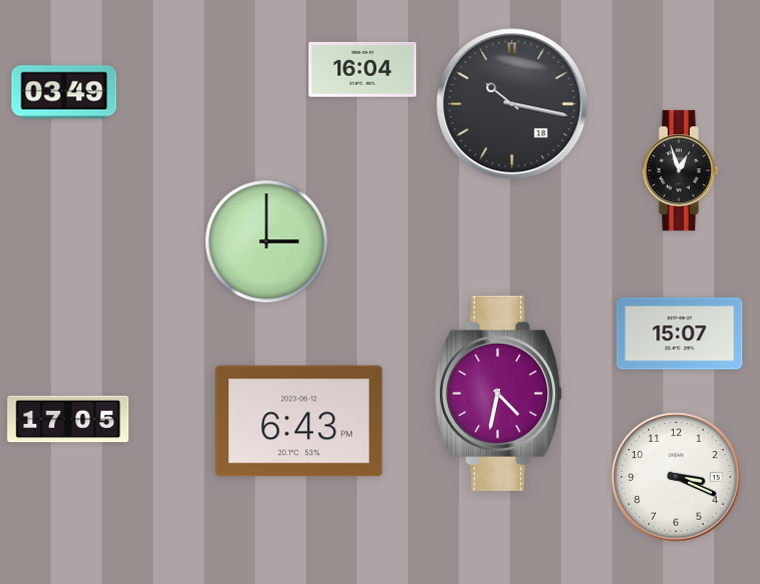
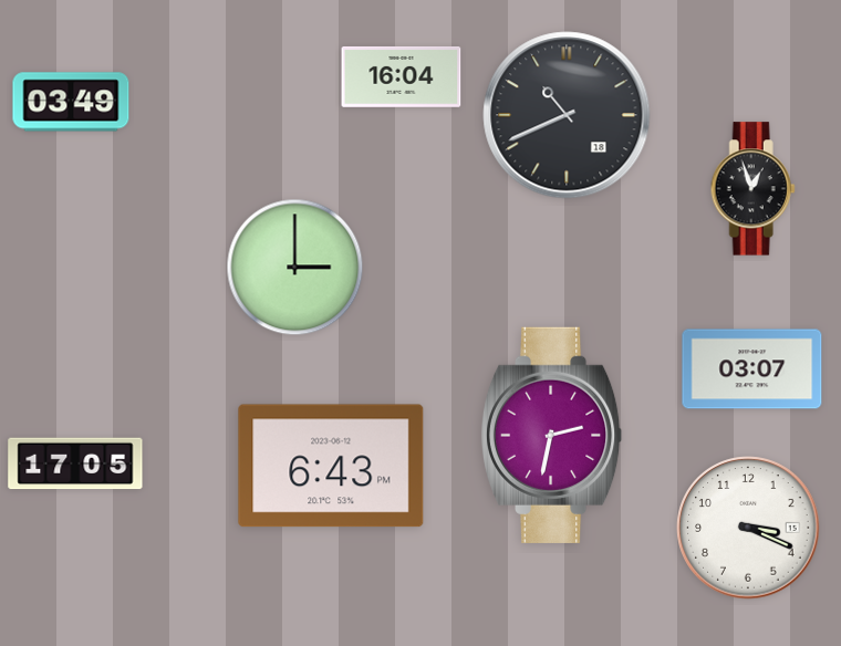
clock at (512, 104): 10:17 -> 10:41
clock at (680, 334): 15:07 -> 03:07
clock at (499, 393): 4:32 -> 2:32
